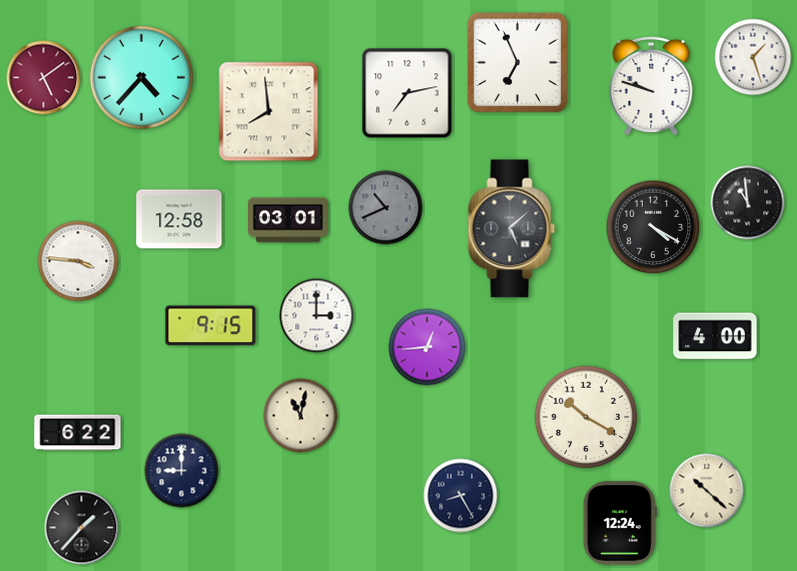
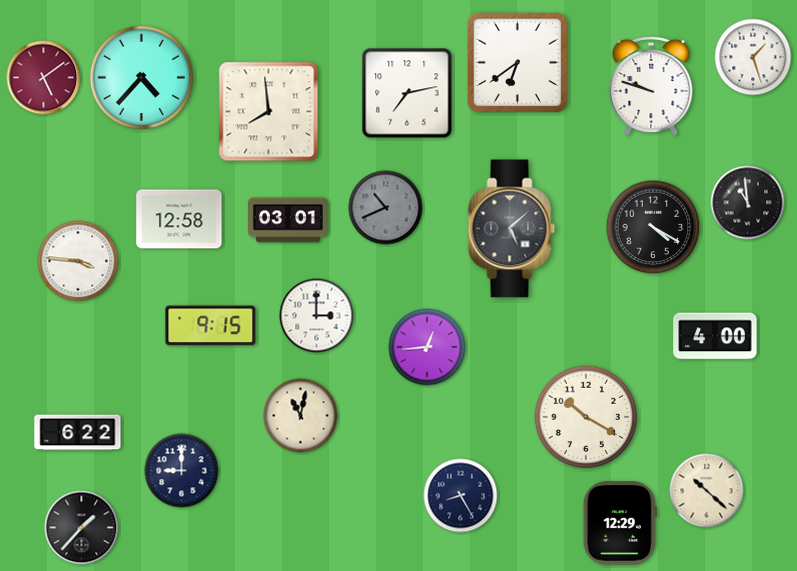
clock at (518, 63): 6:56 -> 6:39
clock at (620, 523): 12:24 -> 12:29
